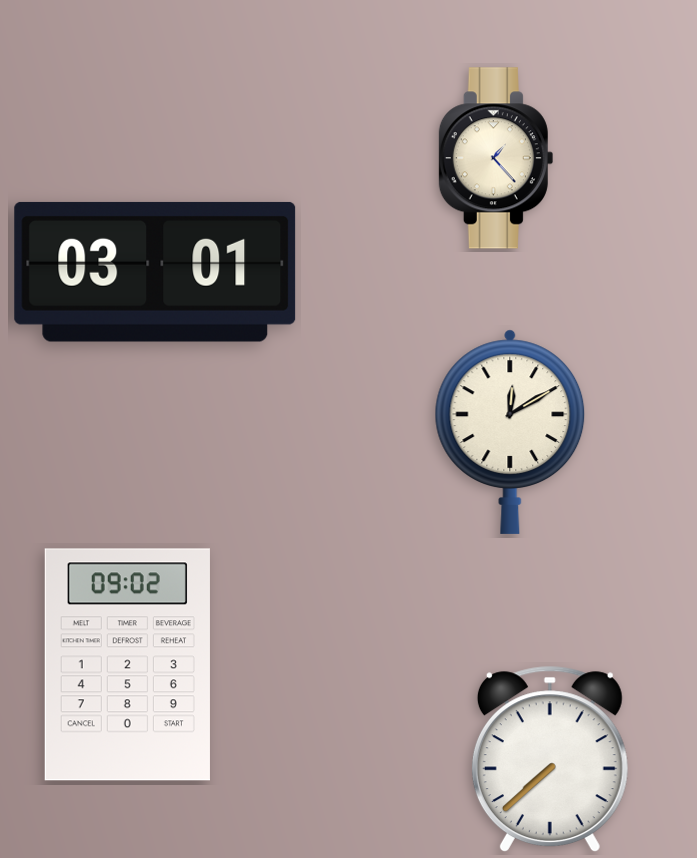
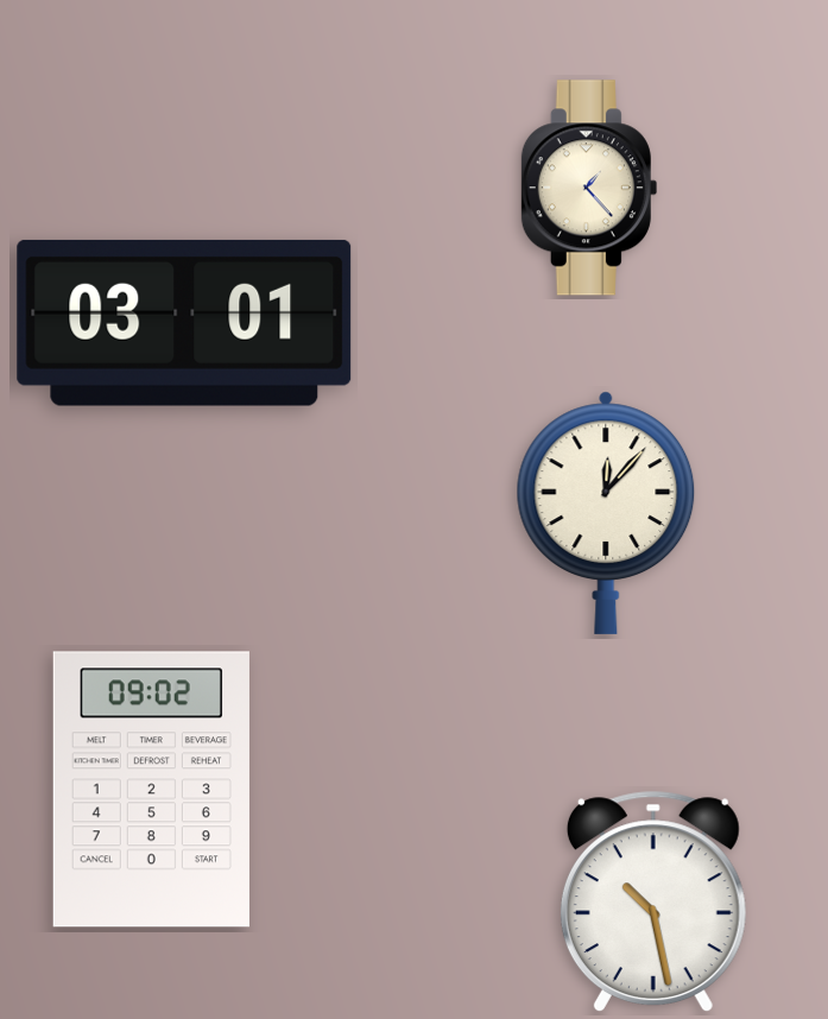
clock at (510, 432): 12:10 -> 12:07
clock at (550, 758): 7:38 -> 10:28
